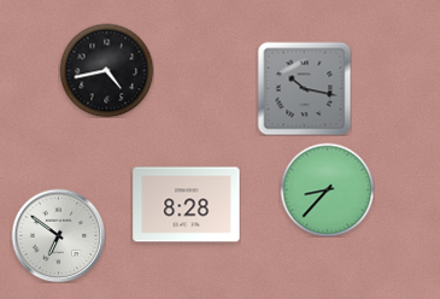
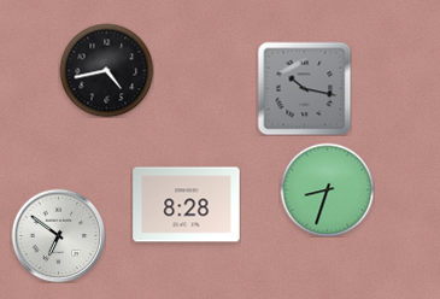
clock at (327, 189): 8:37 -> 8:33
